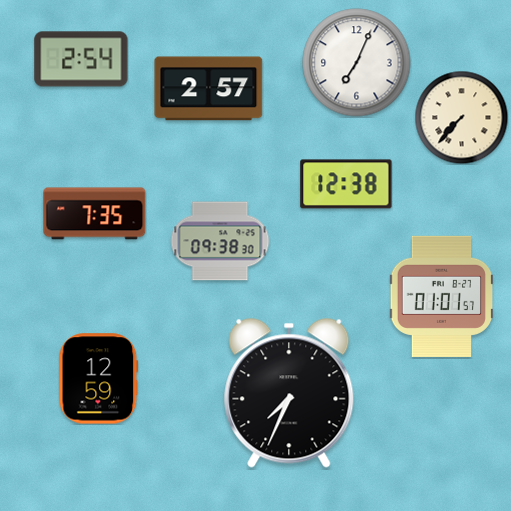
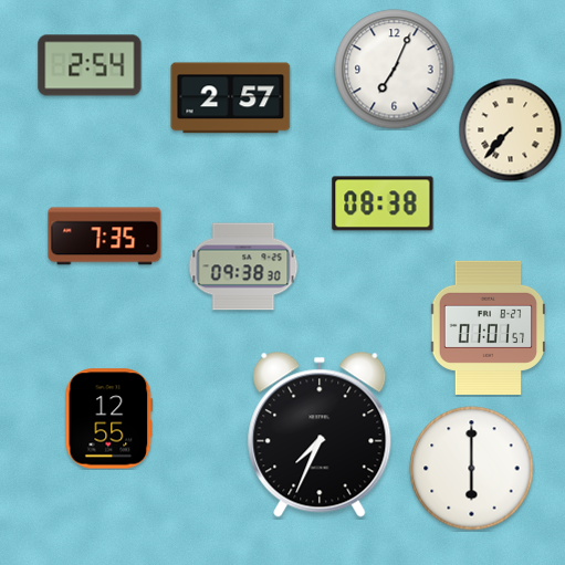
clock at (346, 184): 12:38 -> 08:38
clock at (99, 379): 12:59 -> 12:55
clock at (472, 469): none -> 6:00
